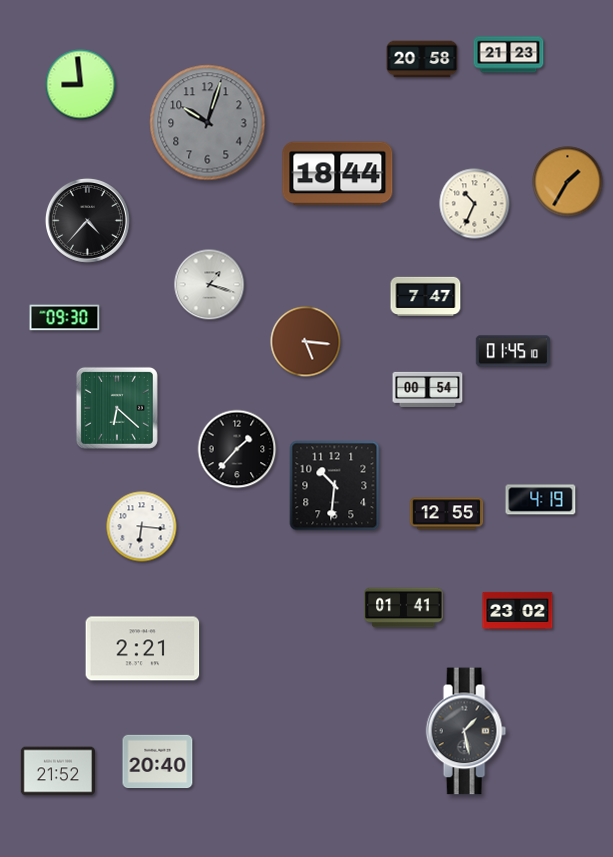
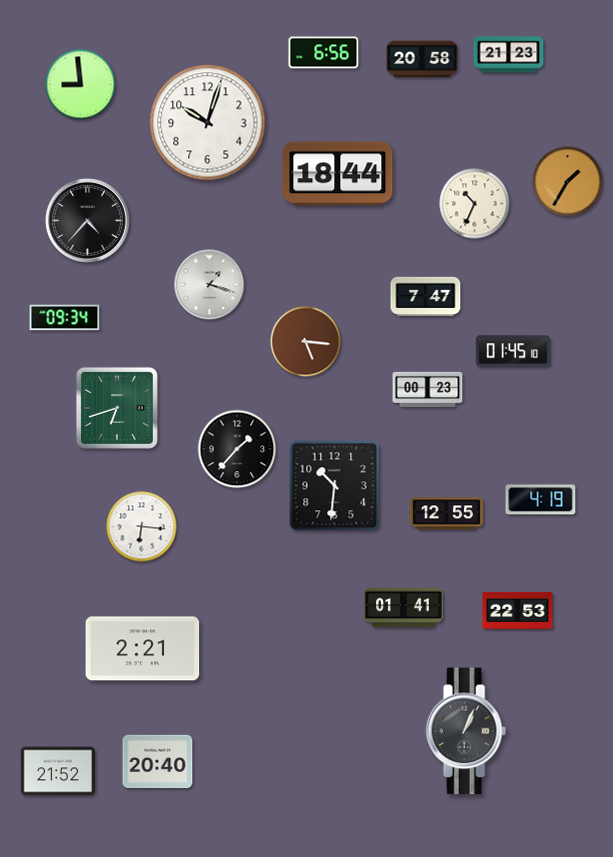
clock at (324, 53): none -> 6:56
clock at (208, 123) dial: grey -> white
clock at (65, 318): 09:30 -> 09:34
clock at (428, 389): 00:54 -> 00:23
clock at (117, 408): 6:22 -> 6:42
clock at (518, 610): 23:02 -> 22:53
clock at (466, 731): 1:28 -> 1:04
